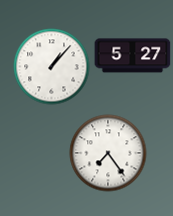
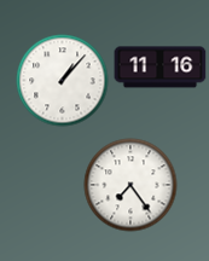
clock at (133, 56): 5:27 -> 11:16
